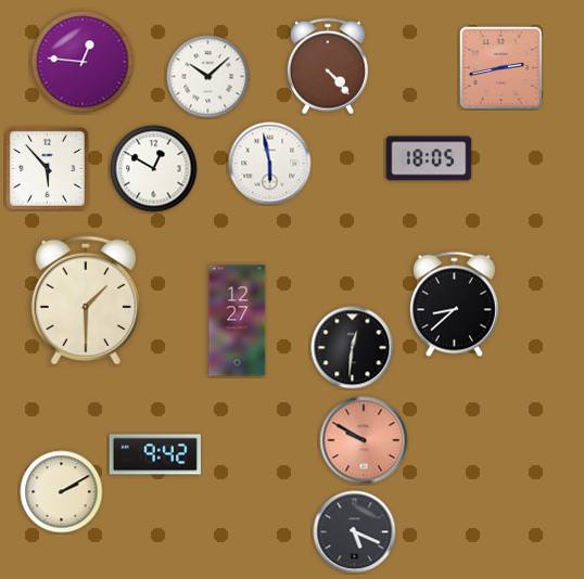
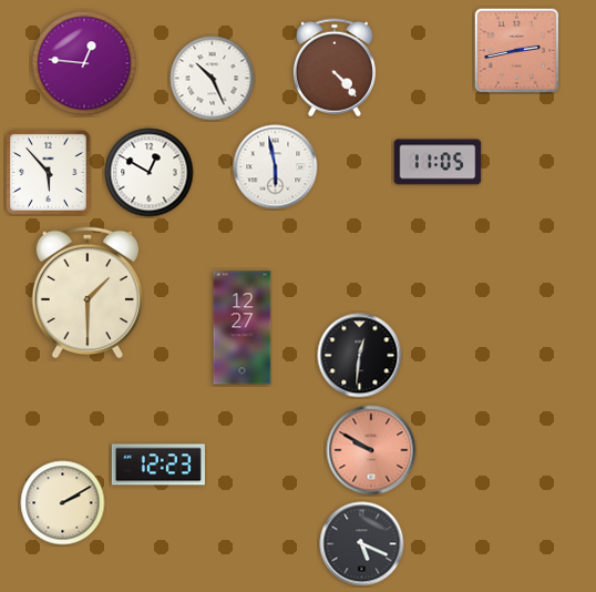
clock at (500, 67) position: (500, 67) -> (516, 50)
clock at (208, 77): 10:08 -> 10:26
clock at (429, 158): 18:05 -> 11:05
clock at (154, 169) position: (154, 169) -> (150, 173)
clock at (85, 300) position: (85, 300) -> (86, 293)
clock at (454, 305): 8:38 -> none
clock at (155, 454): 9:42 -> 12:23
